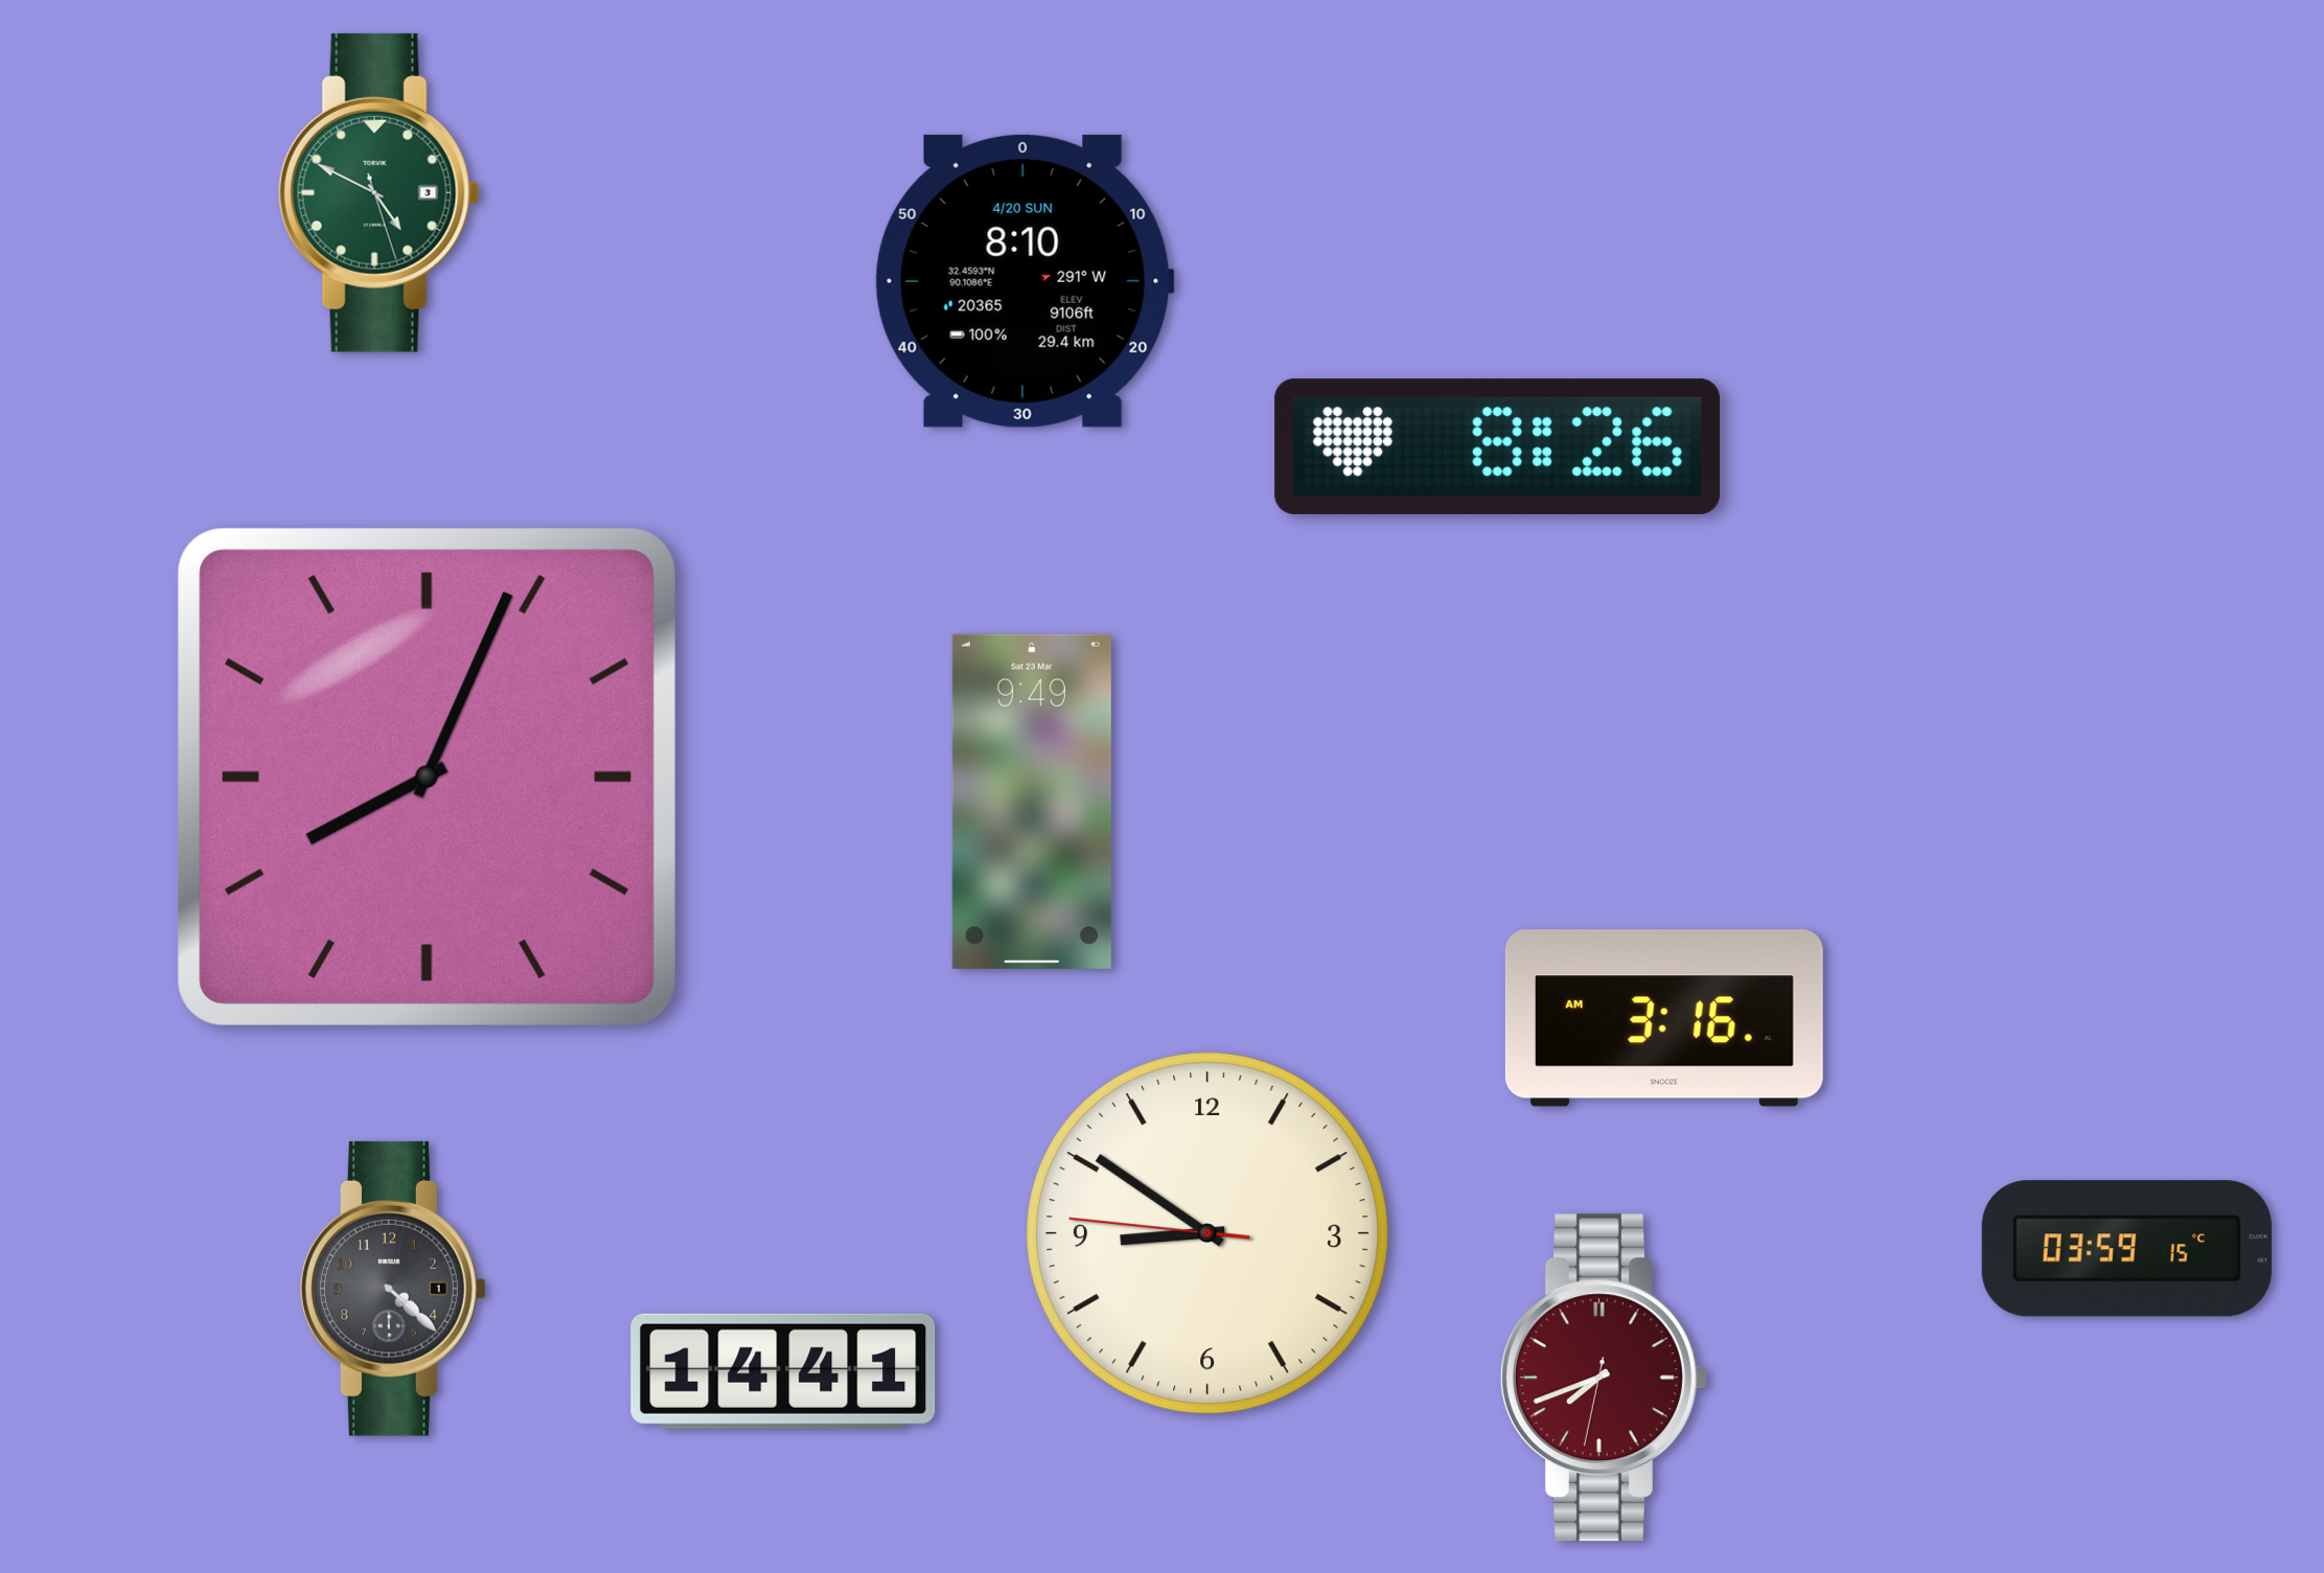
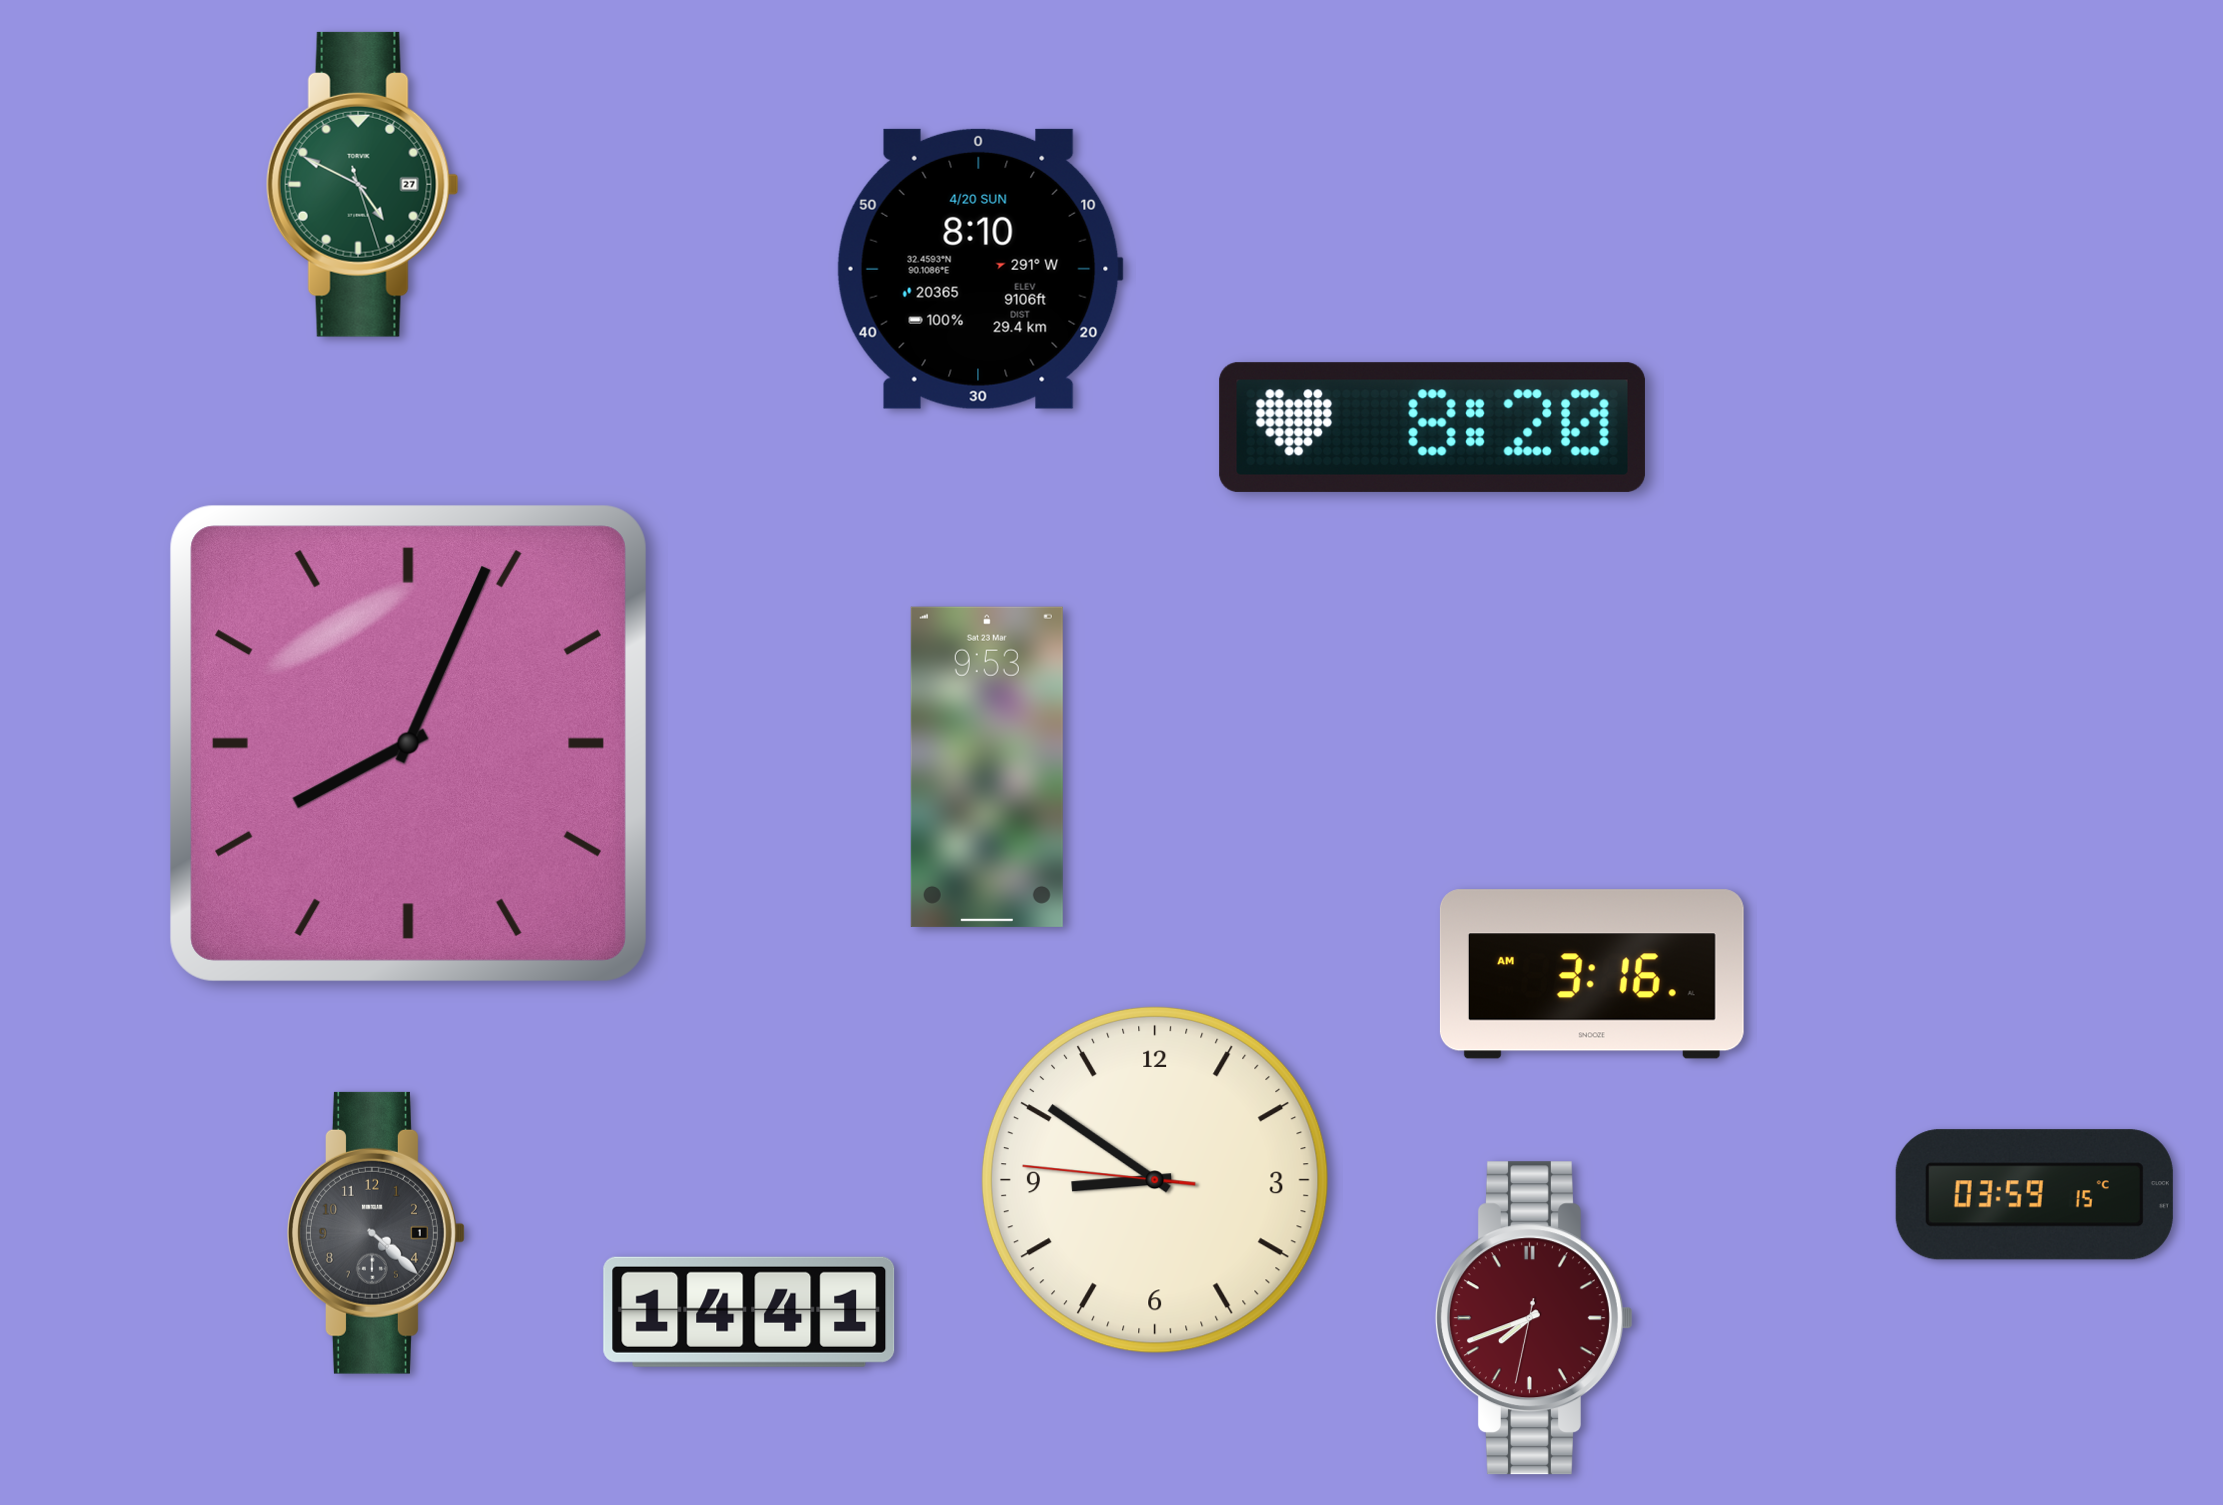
clock at (378, 192) date: 3 -> 27
clock at (1497, 446): 8:26 -> 8:20
clock at (1032, 802): 9:49 -> 9:53
